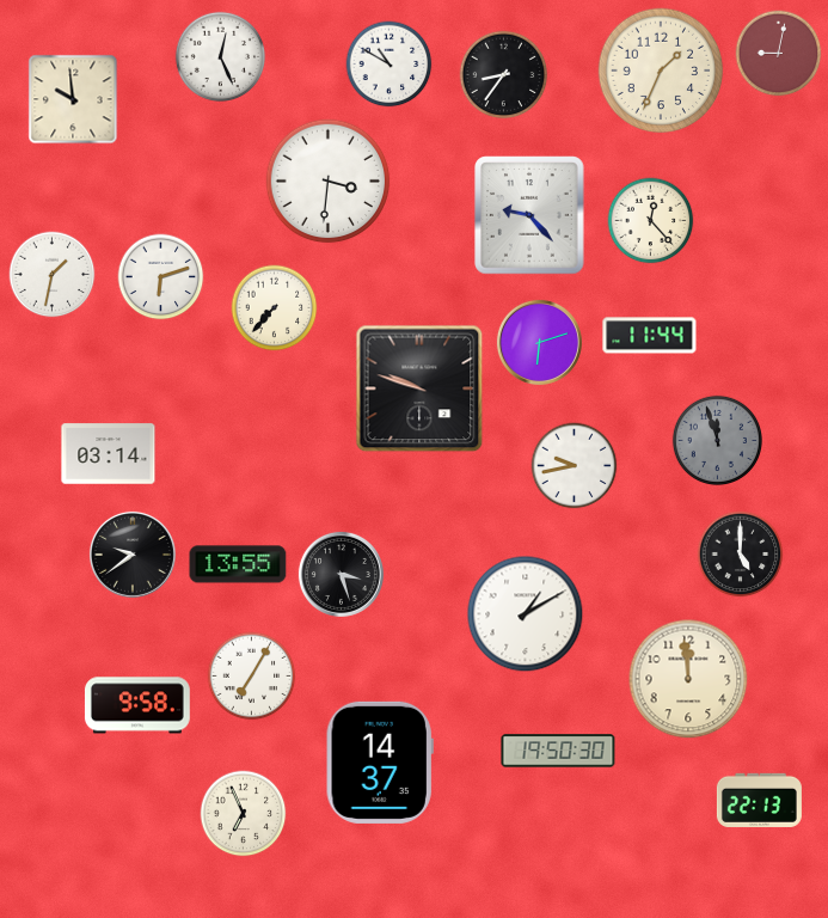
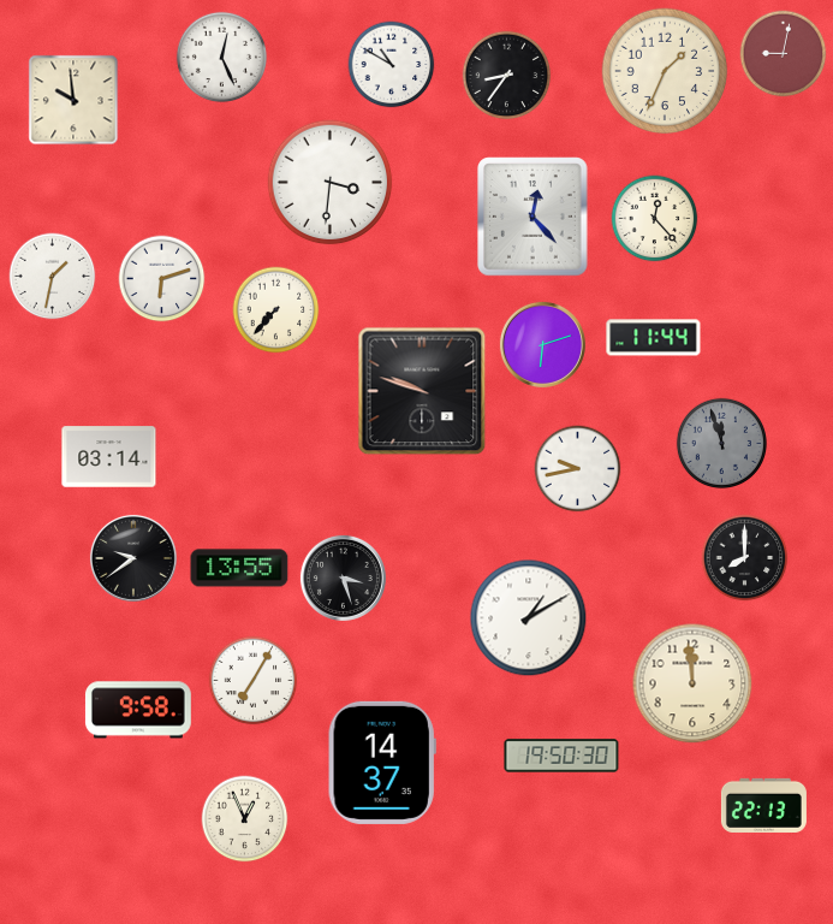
clock at (529, 215): 9:23 -> 12:23
clock at (651, 221) position: (651, 221) -> (655, 219)
clock at (741, 555): 5:00 -> 8:00
clock at (380, 763) position: (380, 763) -> (382, 763)
clock at (244, 814): 6:56 -> 12:56
